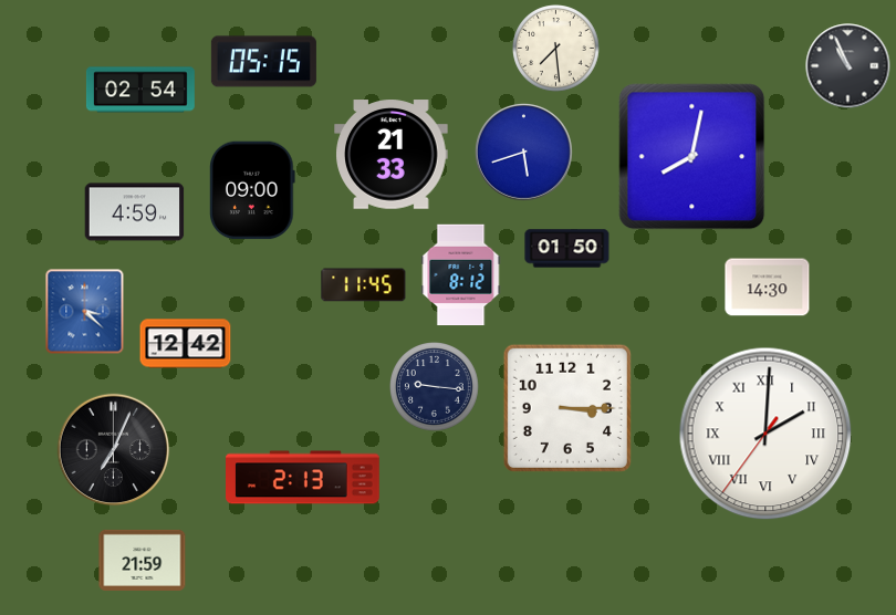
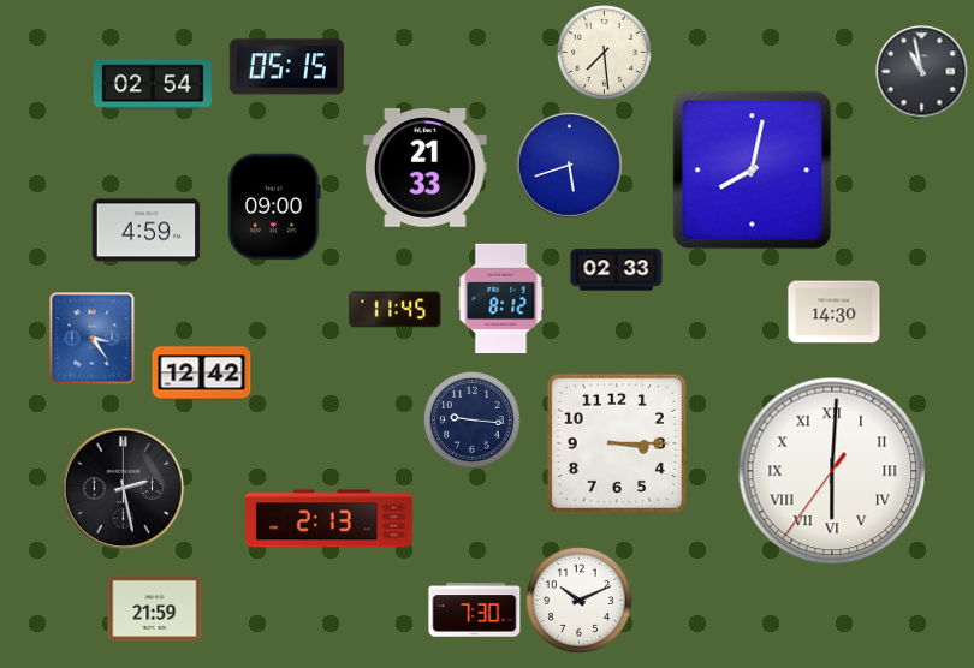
clock at (848, 66): 10:56 -> 10:58
clock at (140, 90) position: (140, 90) -> (153, 84)
clock at (567, 249): 01:50 -> 02:33
clock at (85, 312): 3:22 -> 3:24
clock at (765, 434): 2:00 -> 6:00
clock at (114, 450): 7:04 -> 2:28
clock at (578, 600): none -> 10:11
clock at (475, 610): none -> 7:30
